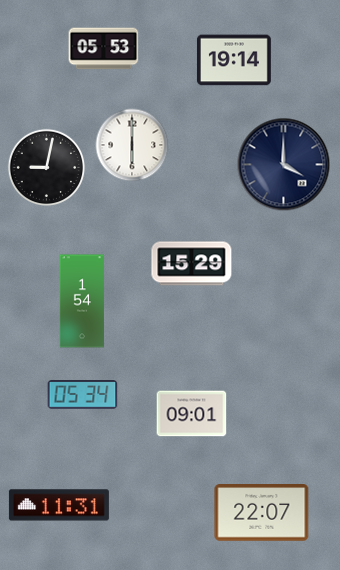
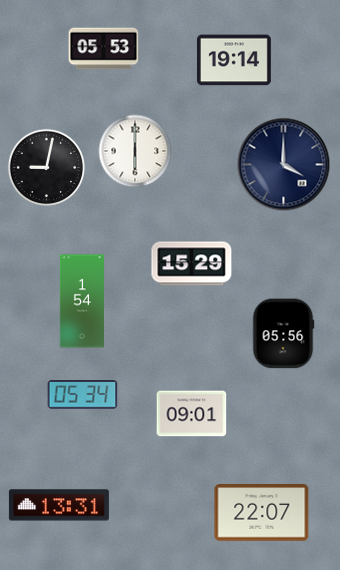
clock at (132, 145) position: (132, 145) -> (135, 151)
clock at (283, 334): none -> 05:56
clock at (59, 505): 11:31 -> 13:31
